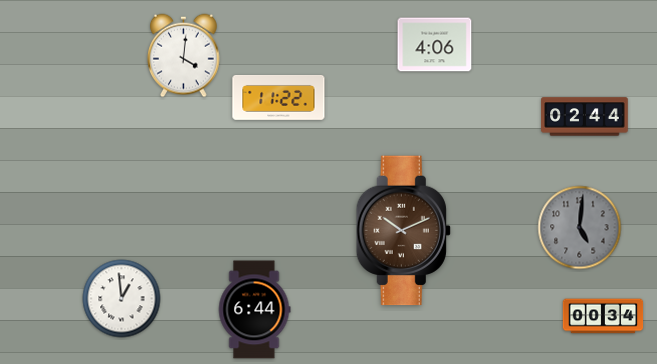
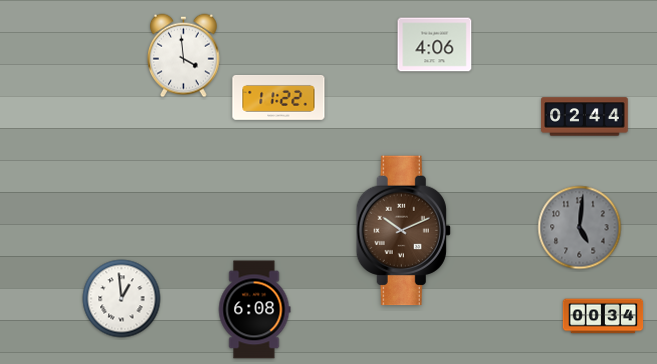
clock at (184, 56): 4:01 -> 3:59
clock at (254, 310): 6:44 -> 6:08
